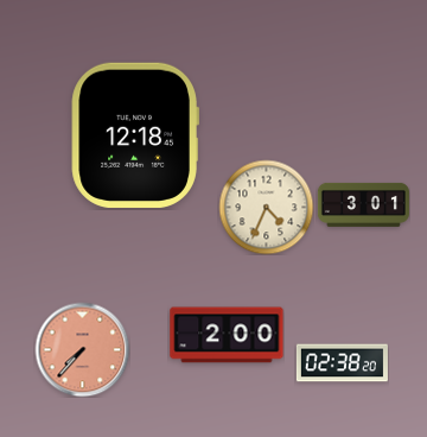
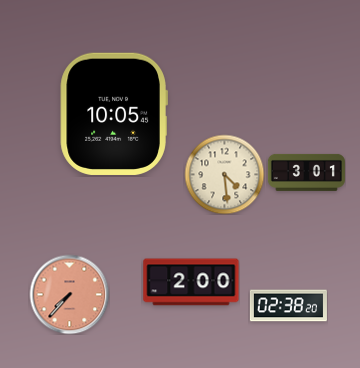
clock at (135, 135): 12:18 -> 10:05
clock at (266, 207): 4:34 -> 4:29
